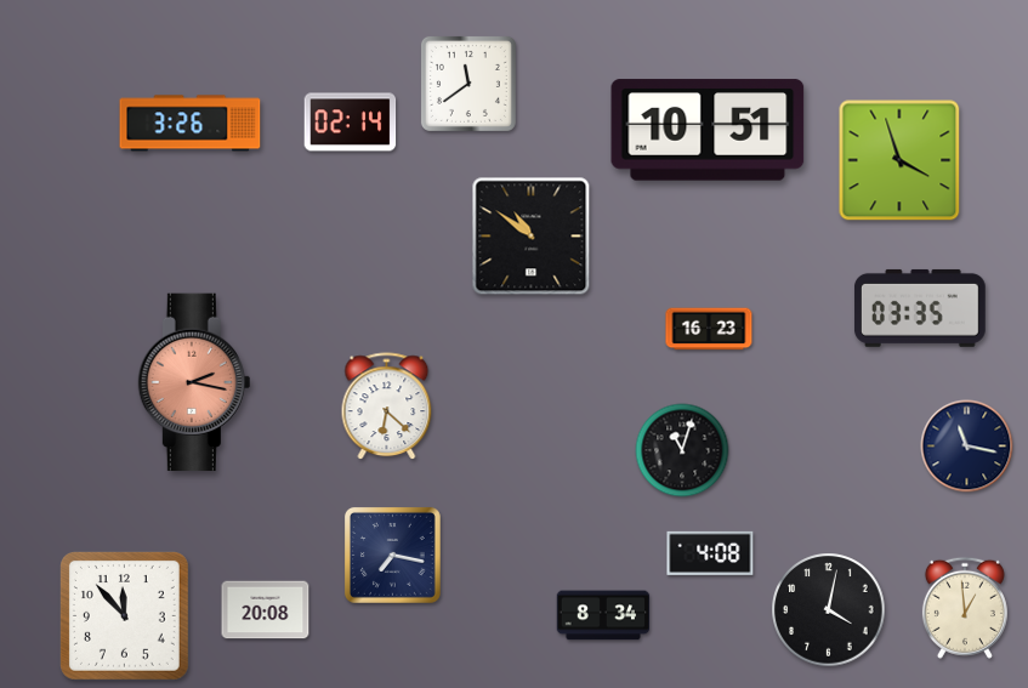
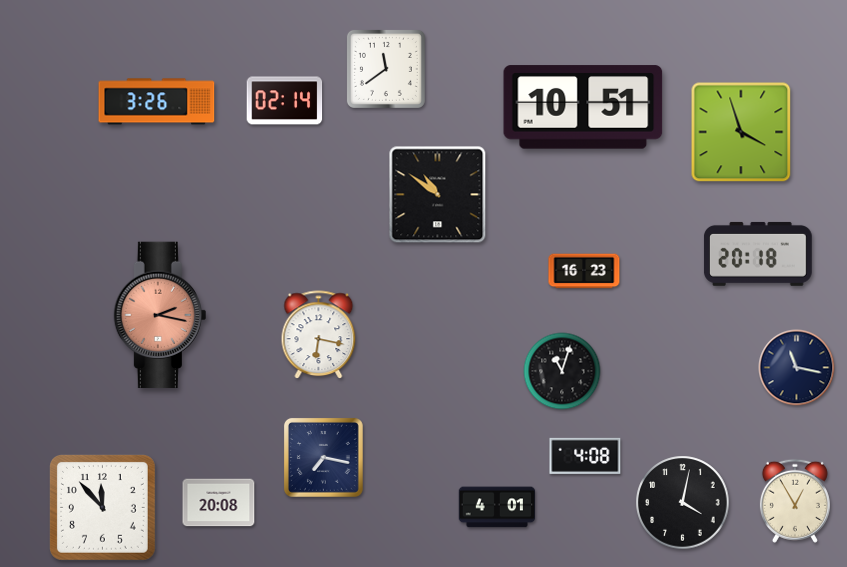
clock at (351, 123) position: (351, 123) -> (285, 101)
clock at (920, 308): 03:35 -> 20:18
clock at (387, 406): 6:22 -> 6:17
clock at (965, 608): 12:59 -> 12:55
clock at (603, 615): 8:34 -> 4:01
